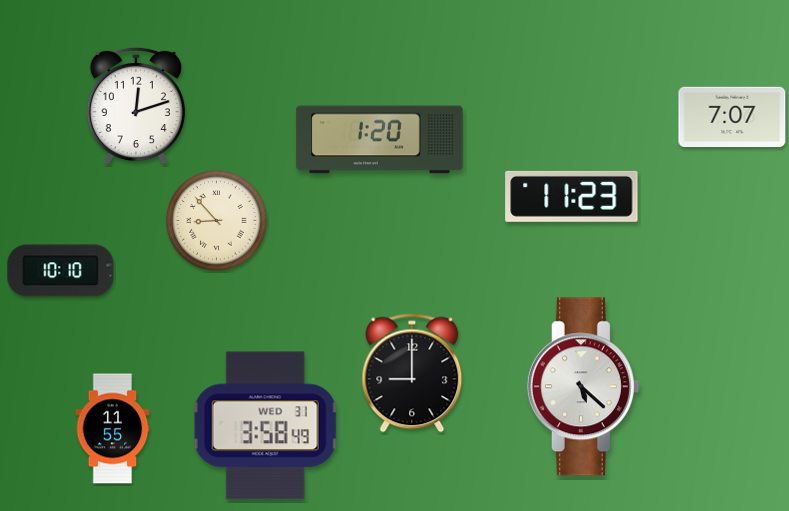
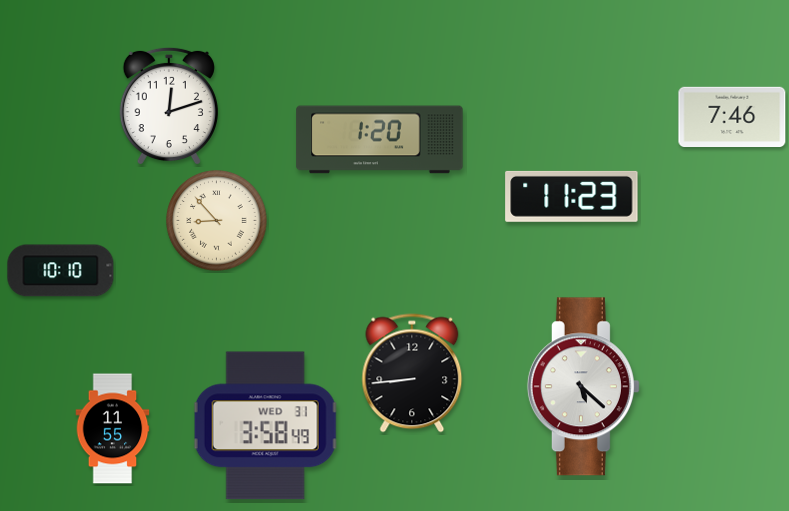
clock at (136, 106) position: (136, 106) -> (169, 106)
clock at (732, 116): 7:07 -> 7:46
clock at (412, 373): 9:00 -> 8:44
